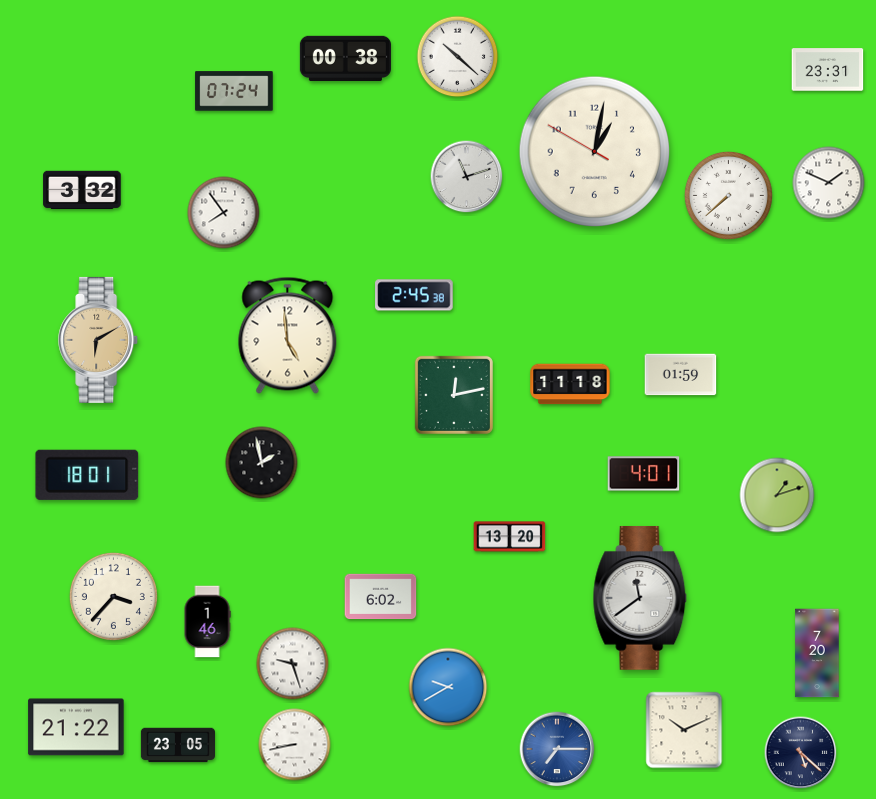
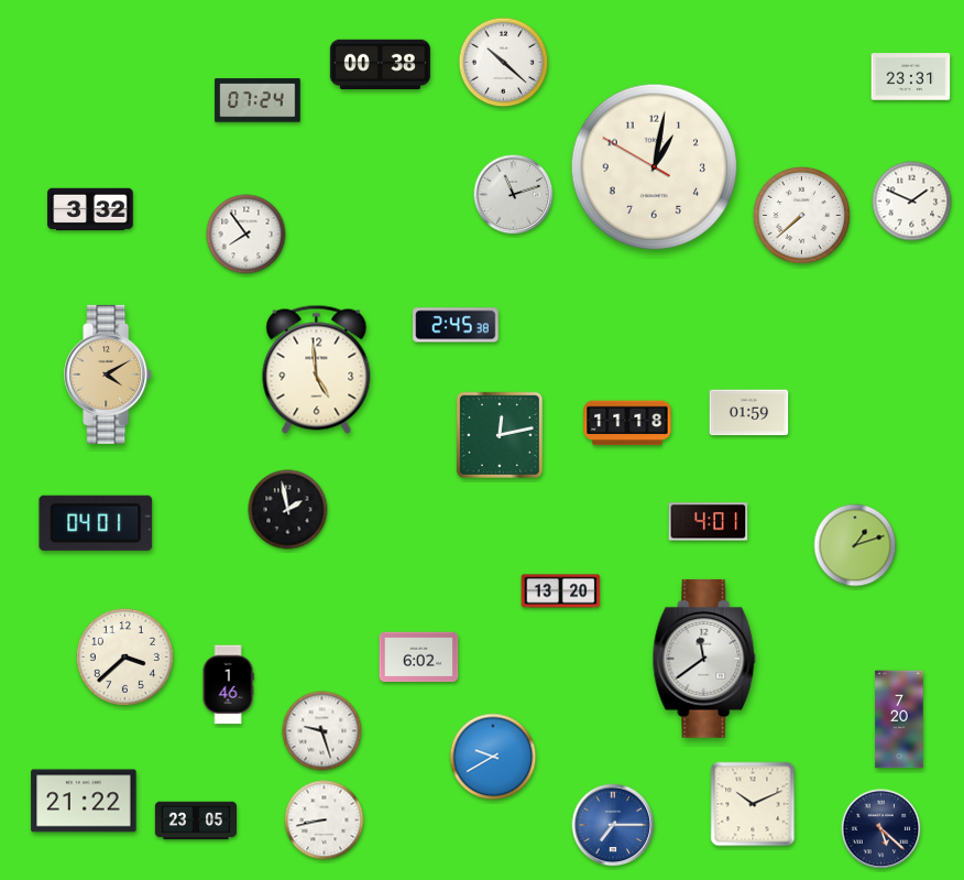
clock at (99, 340): 6:10 -> 4:10
clock at (87, 475): 18:01 -> 04:01
clock at (113, 596): 3:37 -> 3:38
